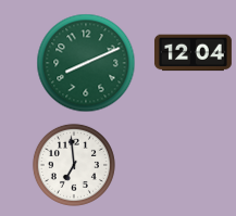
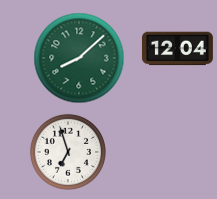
clock at (86, 63): 8:11 -> 8:08
clock at (74, 165): 6:59 -> 6:57
